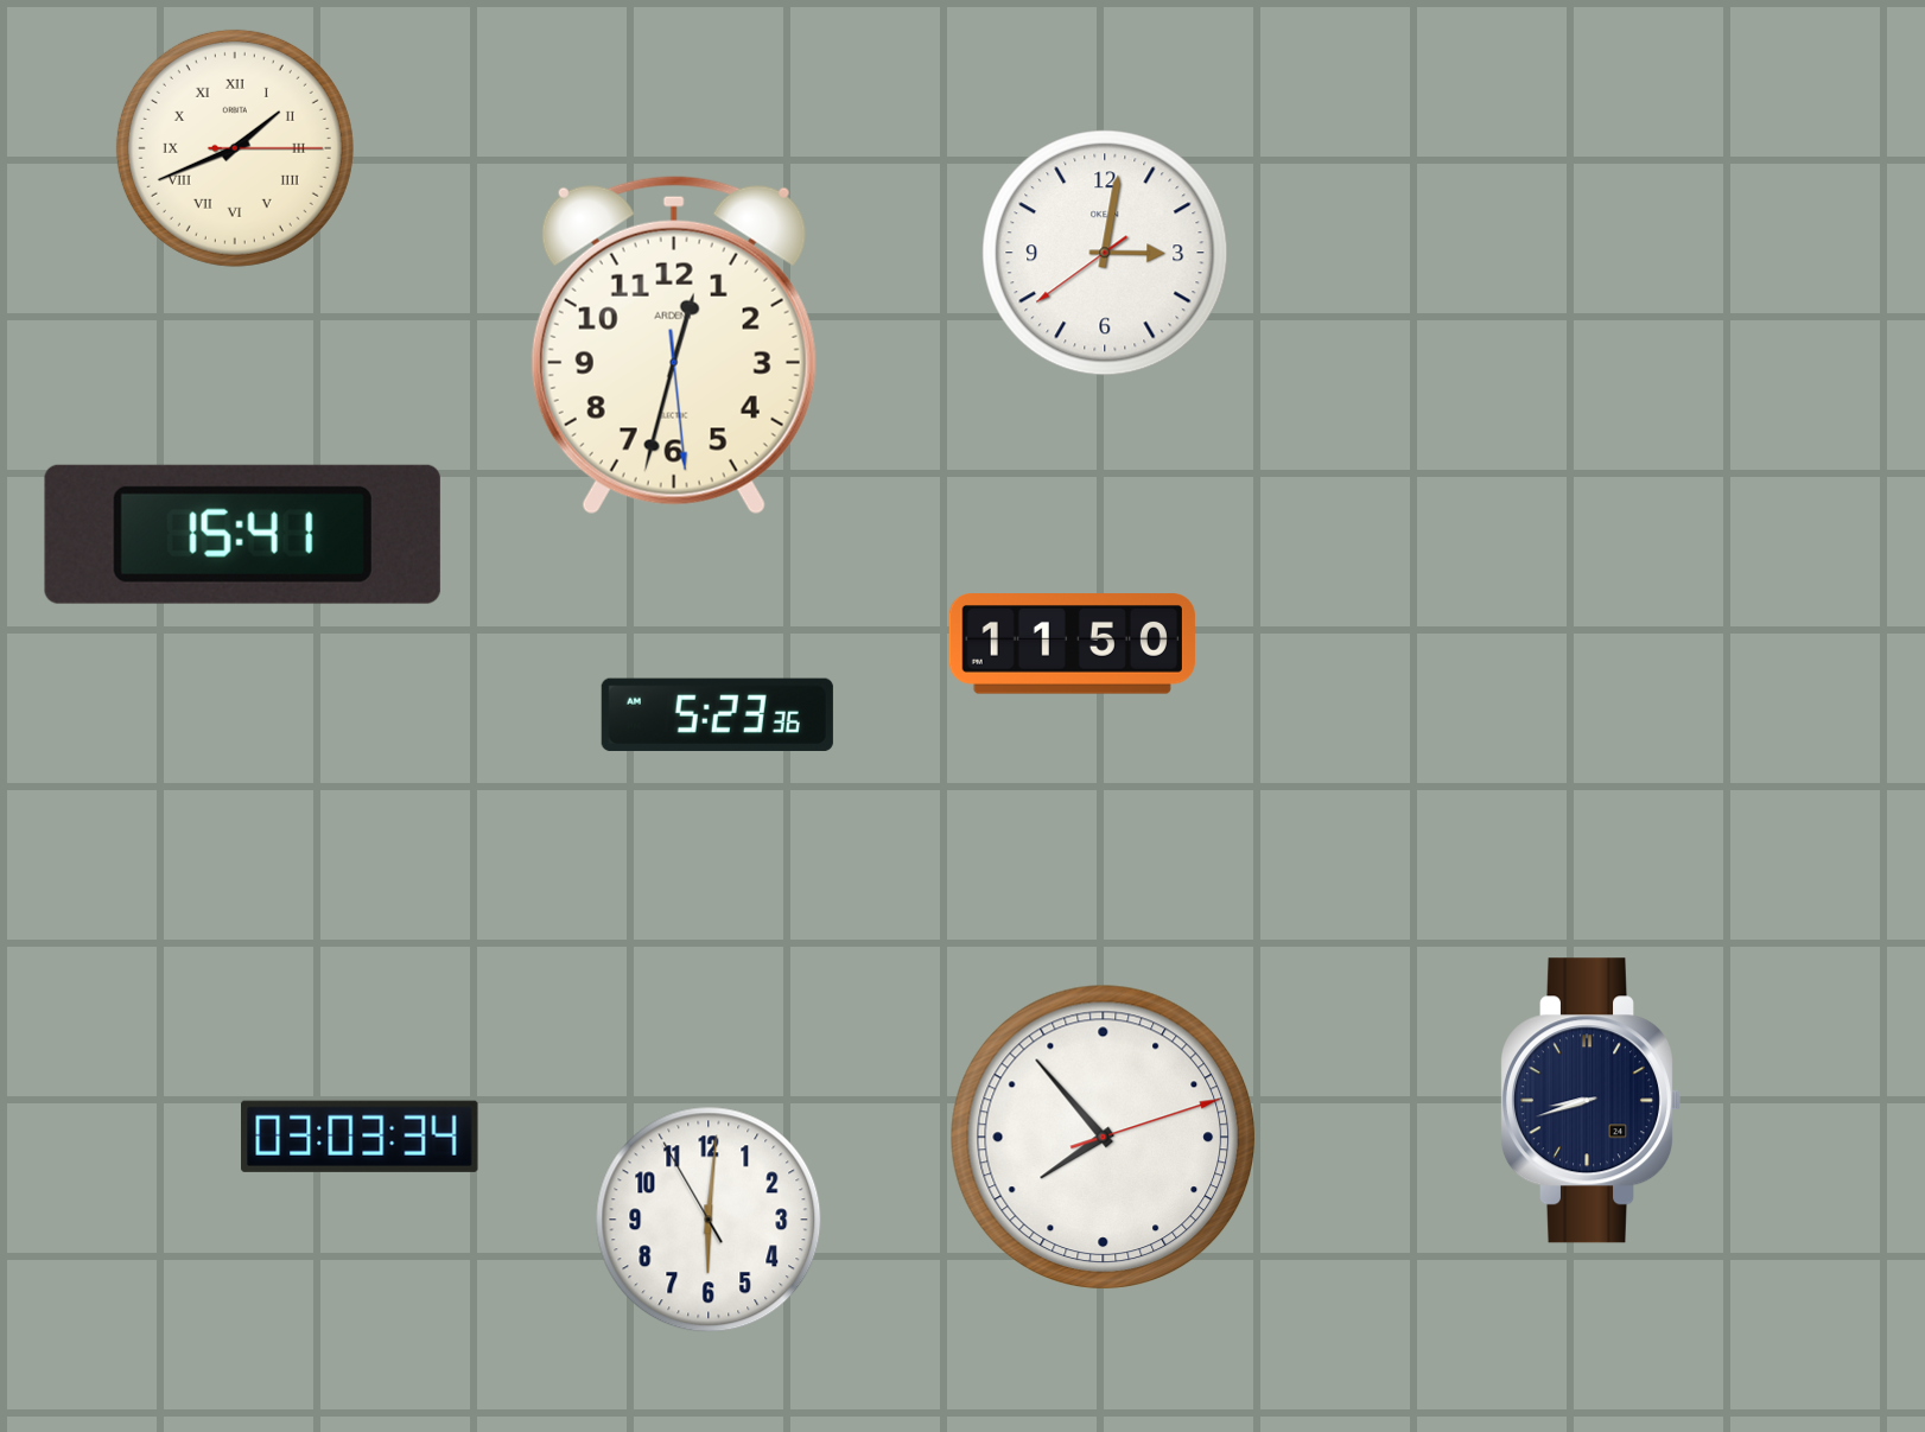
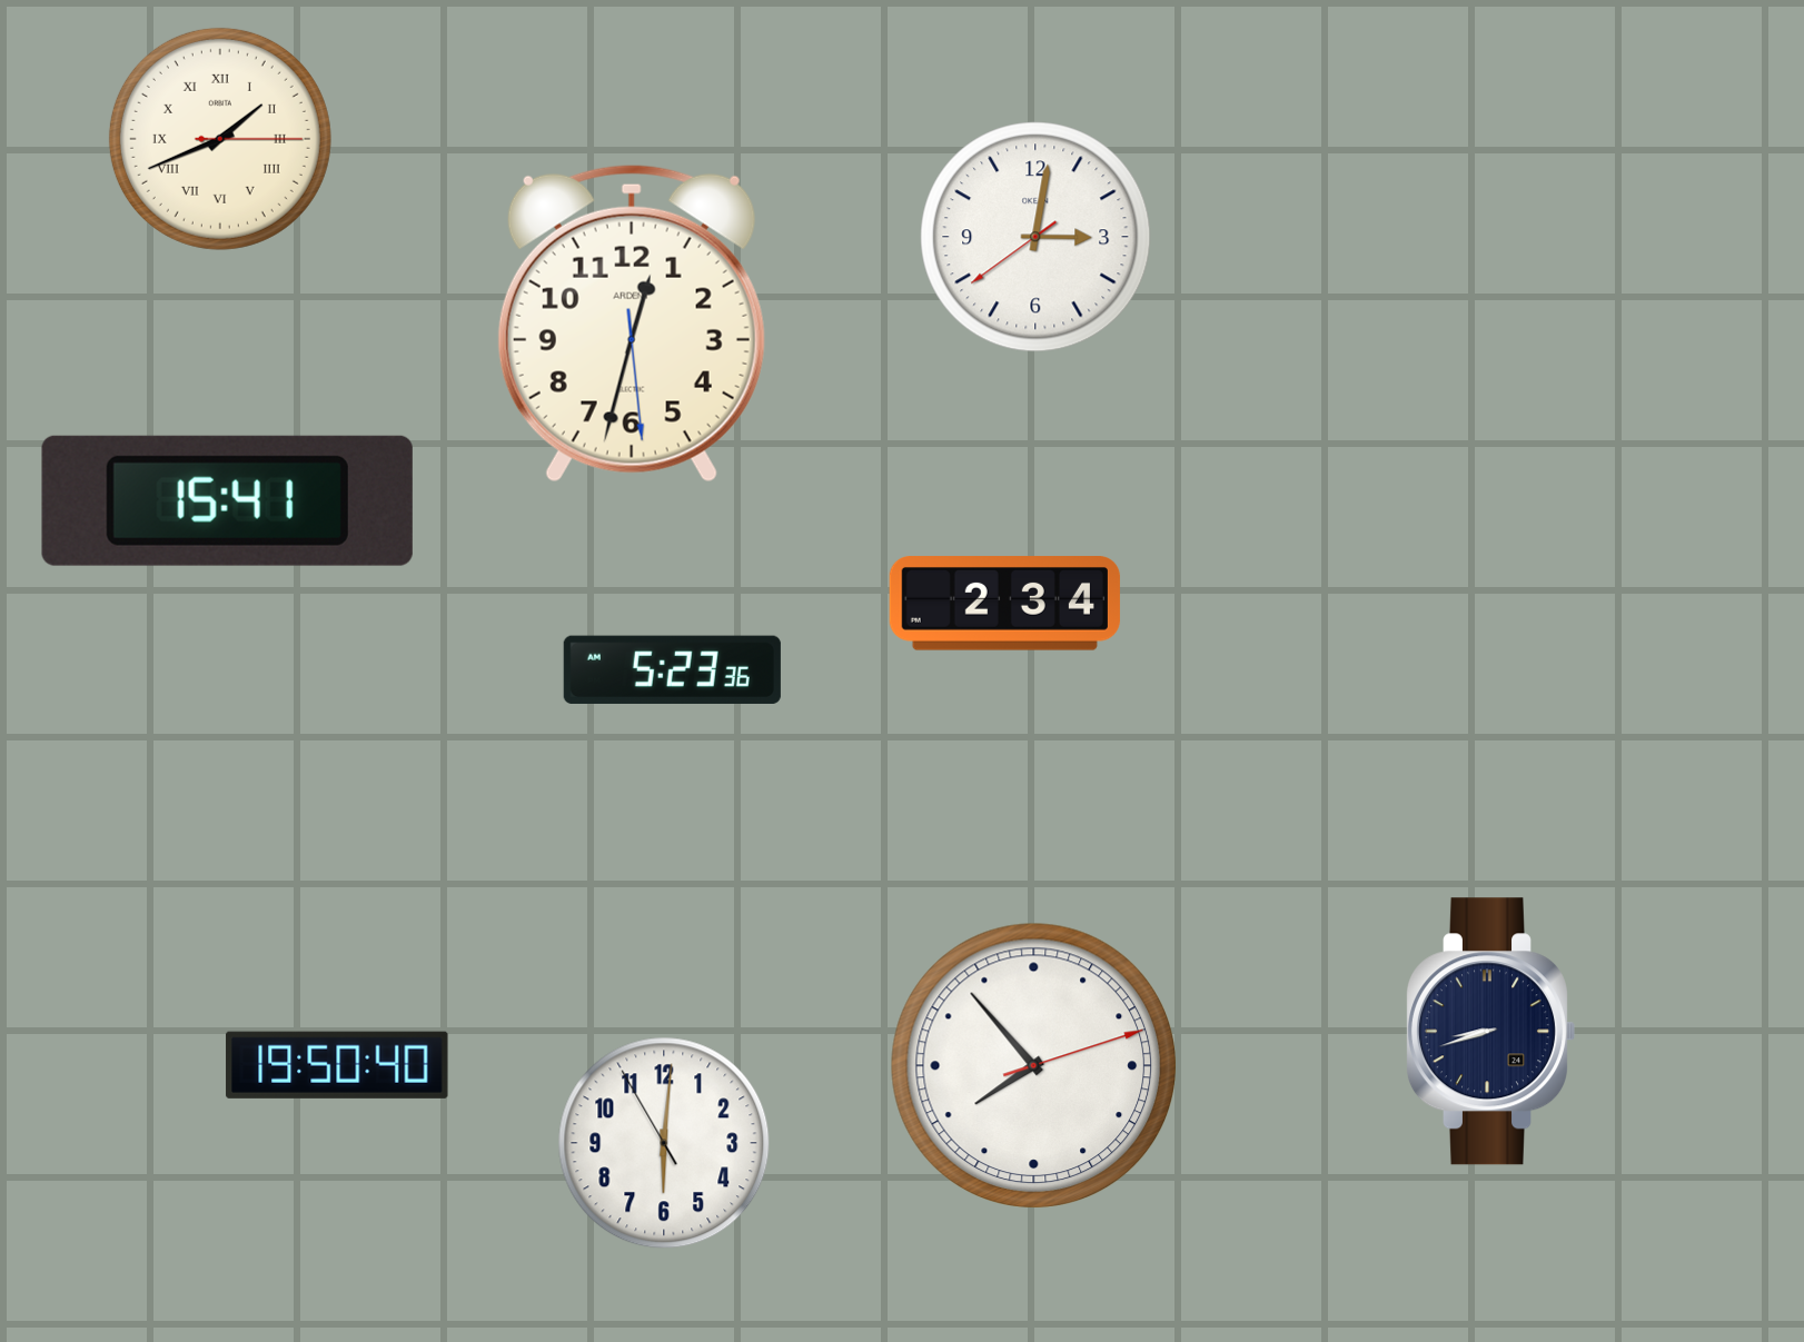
clock at (1072, 644): 11:50 -> 2:34
clock at (360, 1137): 03:03 -> 19:50
